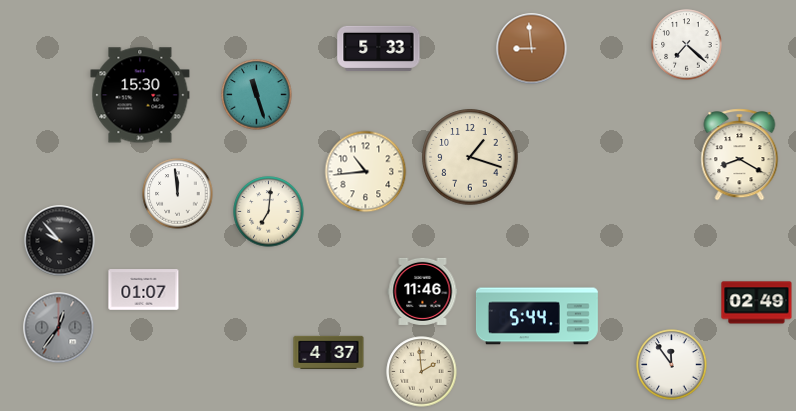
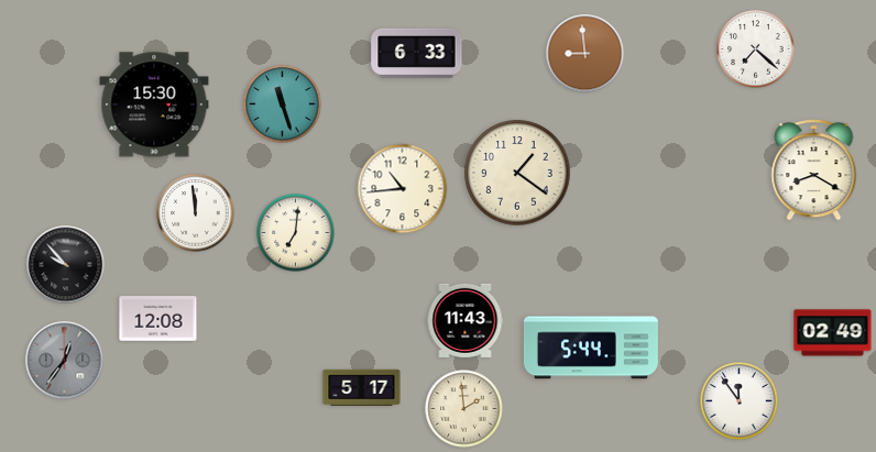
clock at (379, 48): 5:33 -> 6:33
clock at (470, 157): 1:18 -> 1:21
clock at (144, 290): 01:07 -> 12:08
clock at (423, 291): 11:46 -> 11:43
clock at (329, 352): 4:37 -> 5:17
